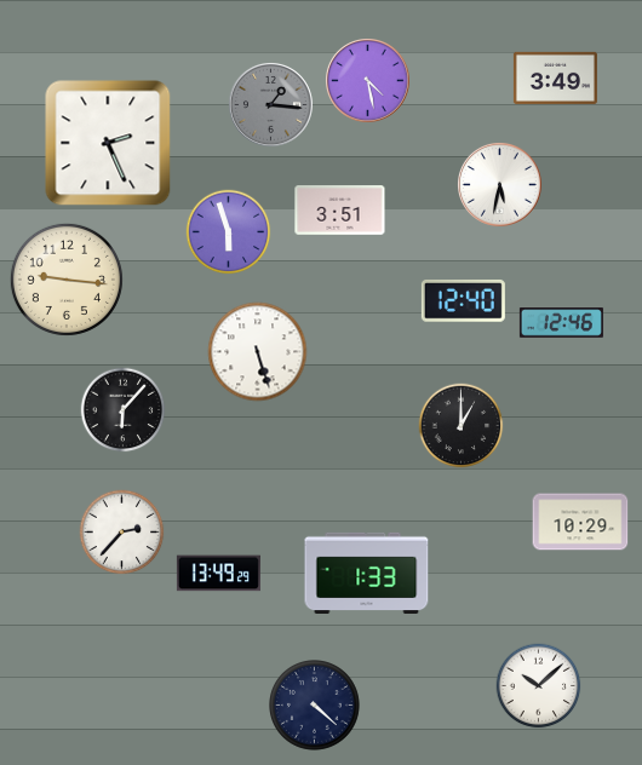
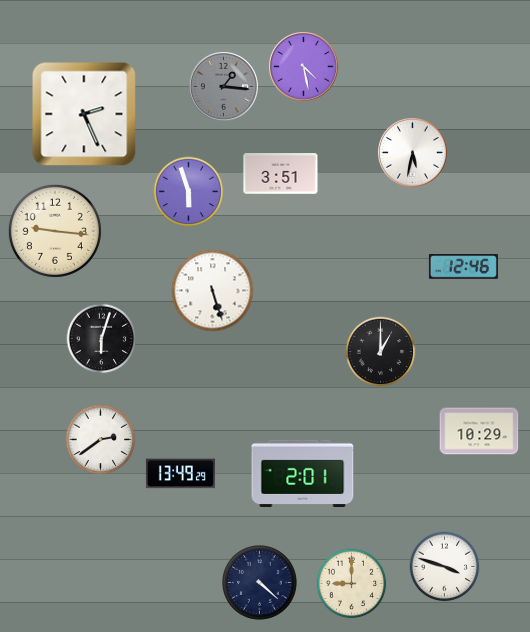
clock at (555, 77): 3:49 -> none
clock at (108, 143) position: (108, 143) -> (84, 114)
clock at (463, 300): 12:40 -> none
clock at (124, 410): 6:07 -> 6:03
clock at (122, 533): 2:37 -> 2:39
clock at (367, 573): 1:33 -> 2:01
clock at (539, 686): 10:08 -> 3:48
clock at (352, 584): none -> 9:00
